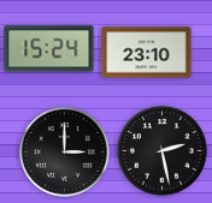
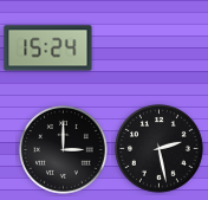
clock at (147, 53): 23:10 -> none
